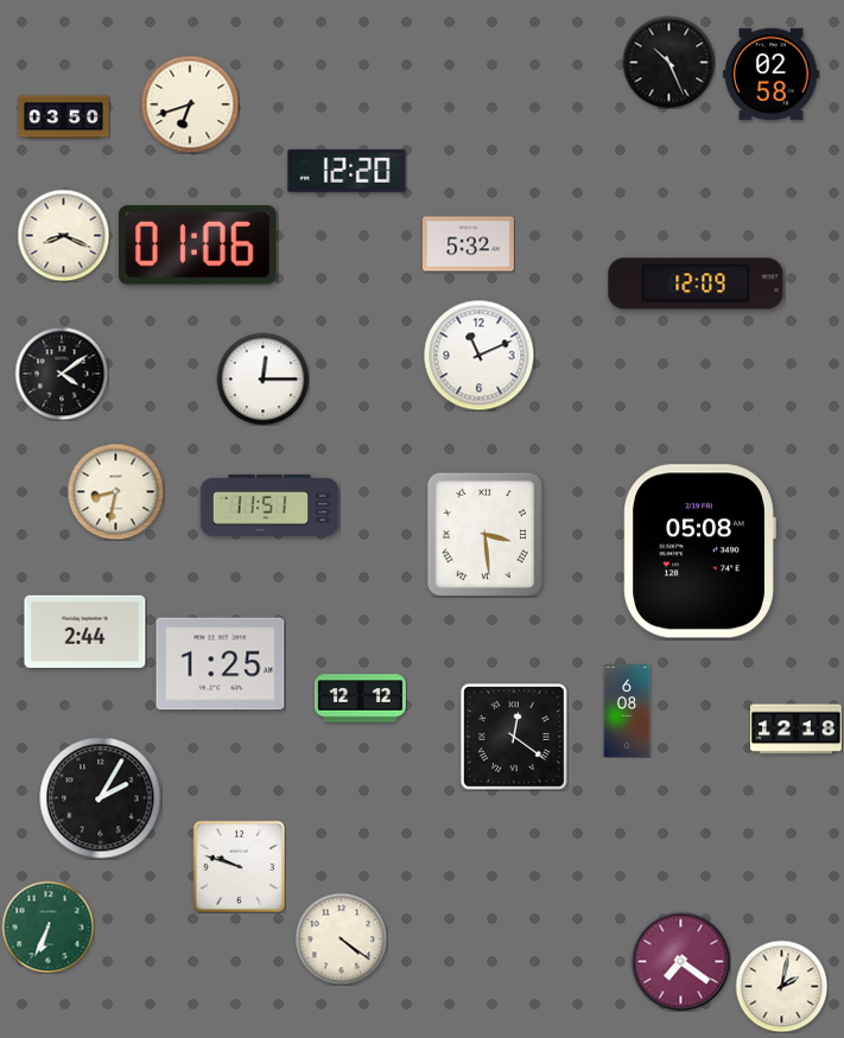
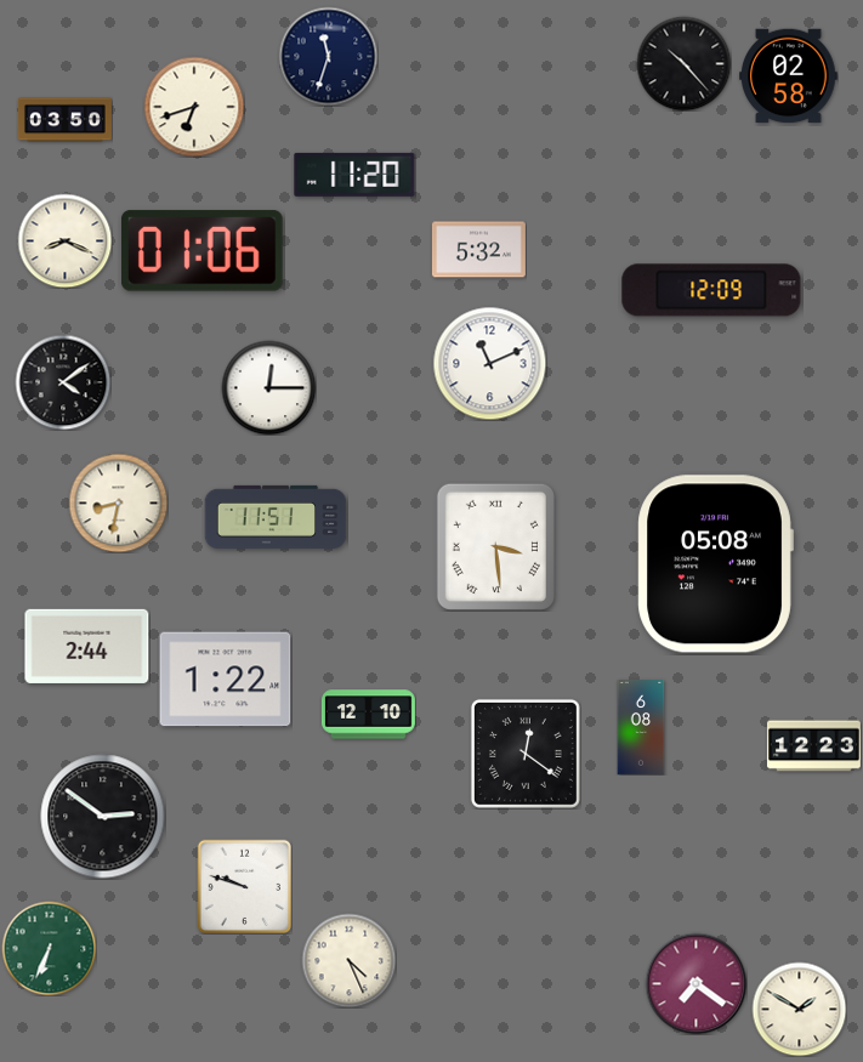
clock at (328, 56): none -> 11:33
clock at (668, 62): 10:26 -> 10:23
clock at (347, 171): 12:20 -> 11:20
clock at (221, 664): 1:25 -> 1:22
clock at (360, 699): 12:12 -> 12:10
clock at (795, 730): 12:18 -> 12:23
clock at (101, 798): 2:05 -> 2:51
clock at (341, 938): 4:21 -> 4:26
clock at (781, 986): 2:02 -> 1:50
